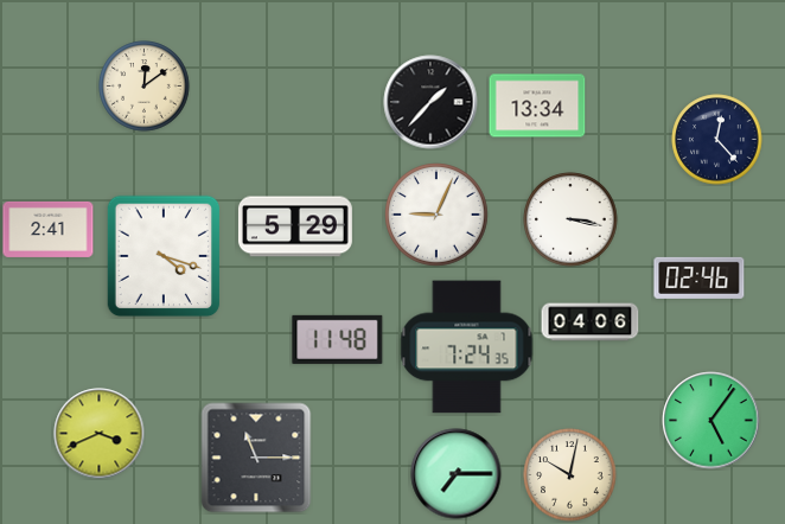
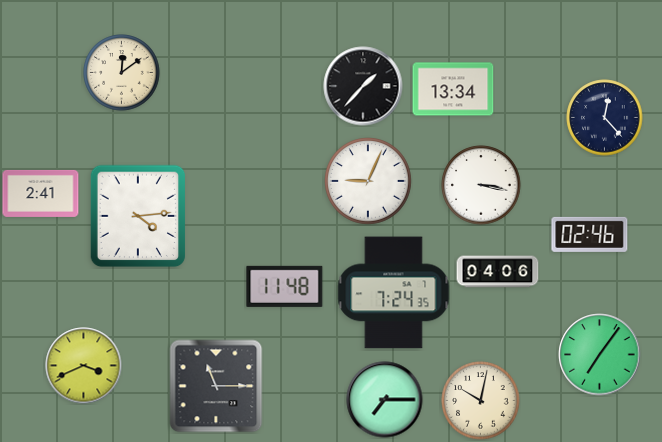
clock at (295, 226): 5:29 -> none
clock at (164, 256): 4:18 -> 4:14
clock at (711, 421): 5:06 -> 7:06
